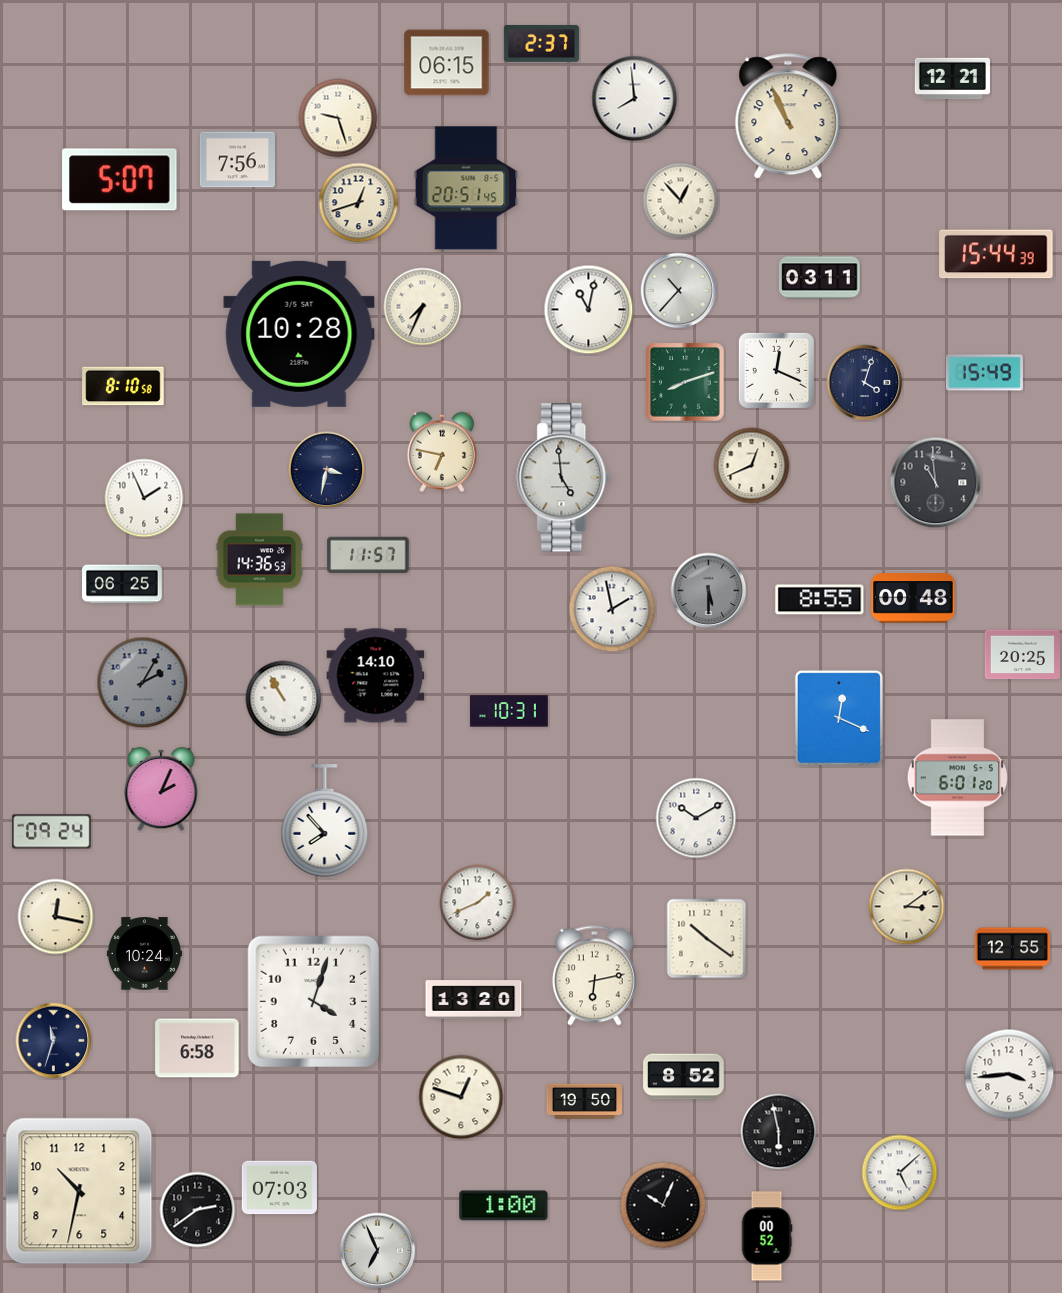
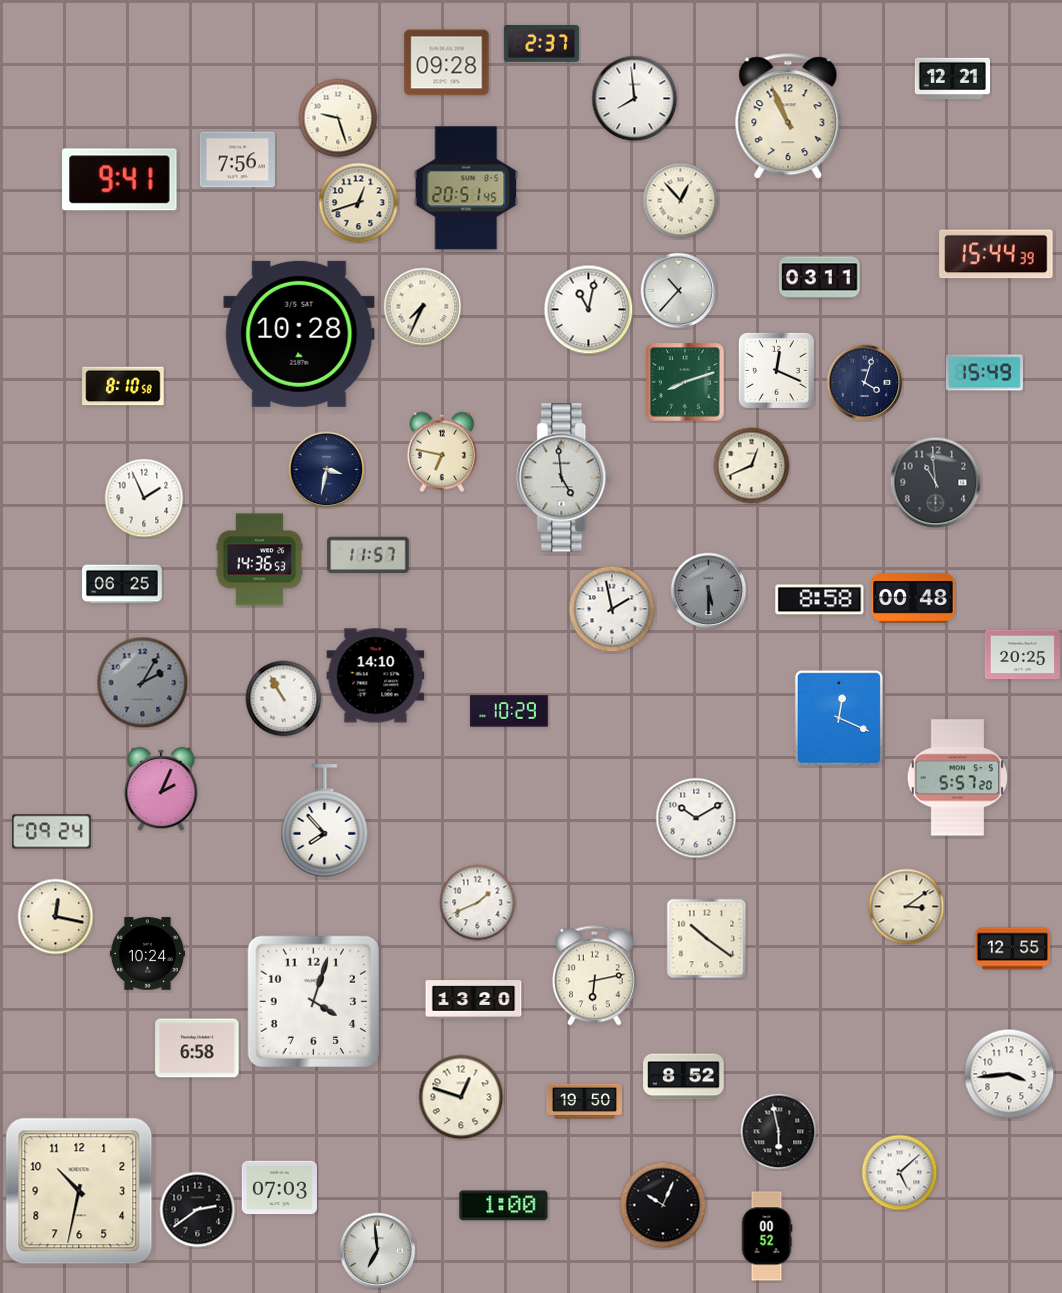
clock at (447, 63): 06:15 -> 09:28
clock at (120, 180): 5:07 -> 9:41
clock at (820, 600): 8:55 -> 8:58
clock at (509, 711): 10:31 -> 10:29
clock at (957, 778): 6:01 -> 5:57
clock at (144, 954) position: (144, 954) -> (147, 954)
clock at (54, 1041): 11:33 -> none
clock at (378, 1251): 6:56 -> 6:59
